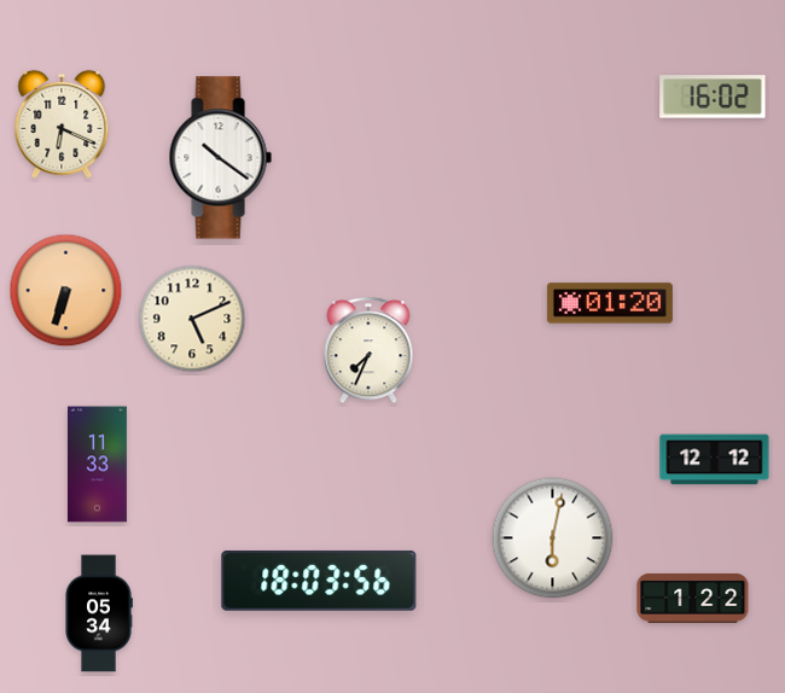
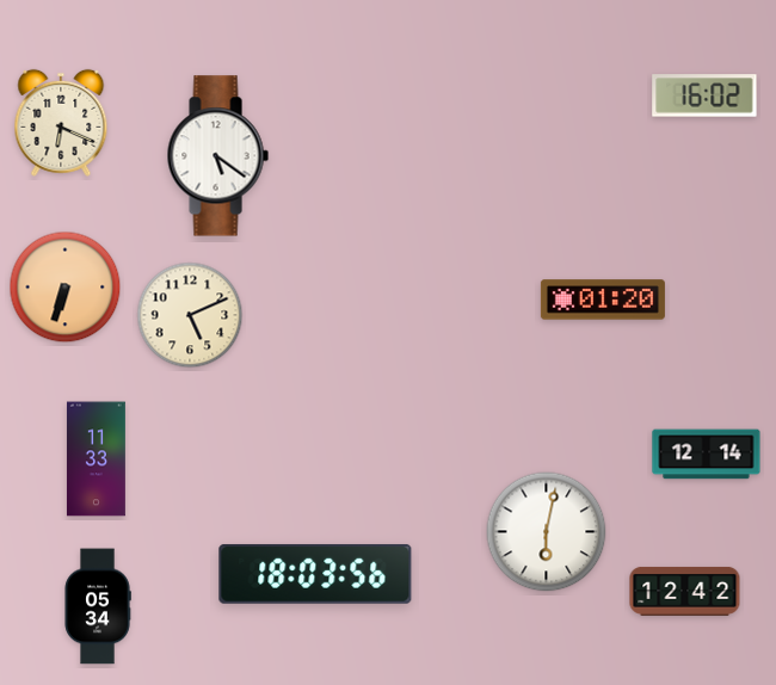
clock at (220, 158): 10:21 -> 5:21
clock at (368, 351): 7:34 -> none
clock at (715, 460): 12:12 -> 12:14
clock at (693, 598): 1:22 -> 12:42
